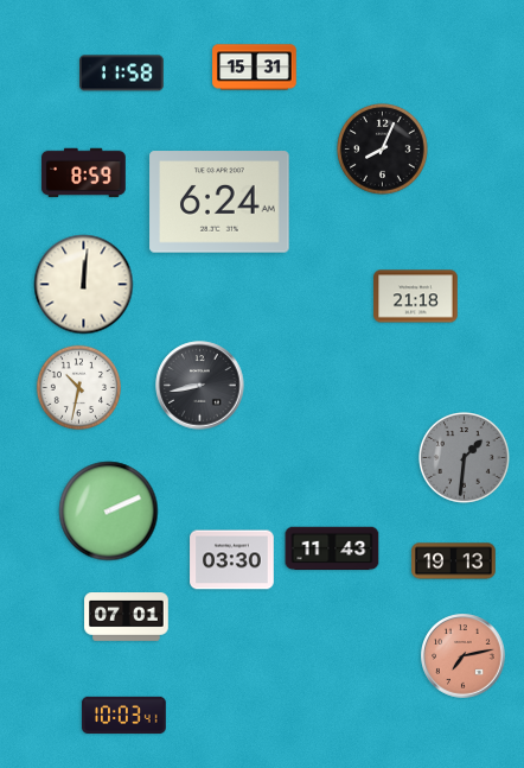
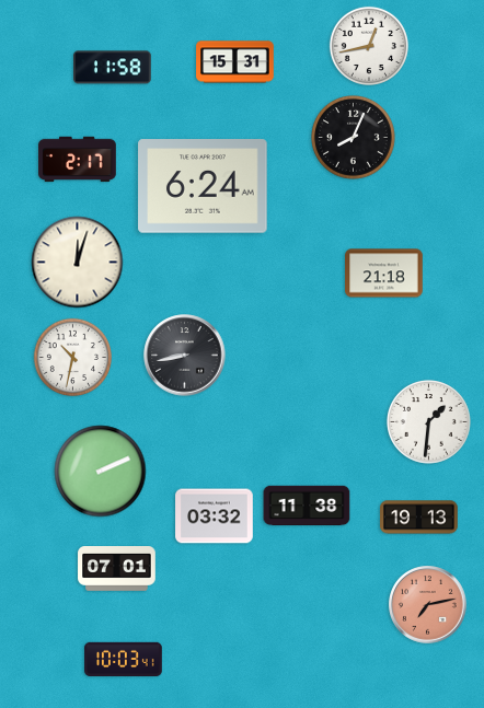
clock at (369, 46): none -> 12:43
clock at (84, 173): 8:59 -> 2:17
clock at (84, 285): 12:01 -> 12:03
clock at (465, 458) dial: grey -> white
clock at (332, 548): 11:43 -> 11:38
clock at (232, 560): 03:30 -> 03:32
clock at (124, 715) position: (124, 715) -> (124, 659)
